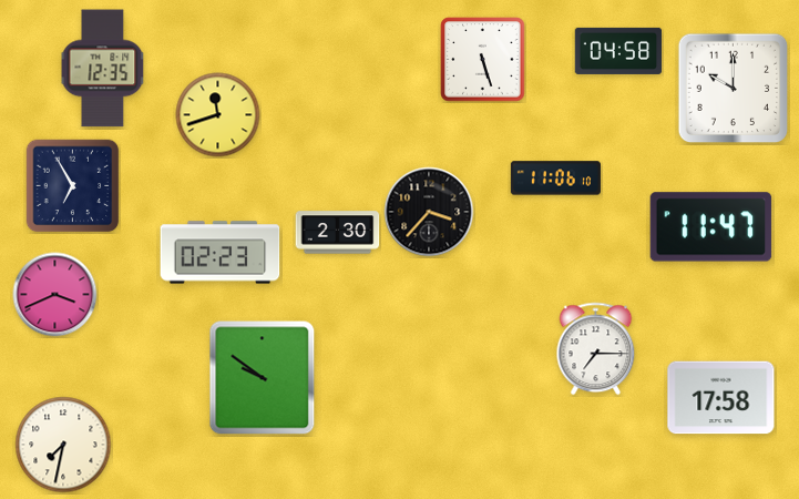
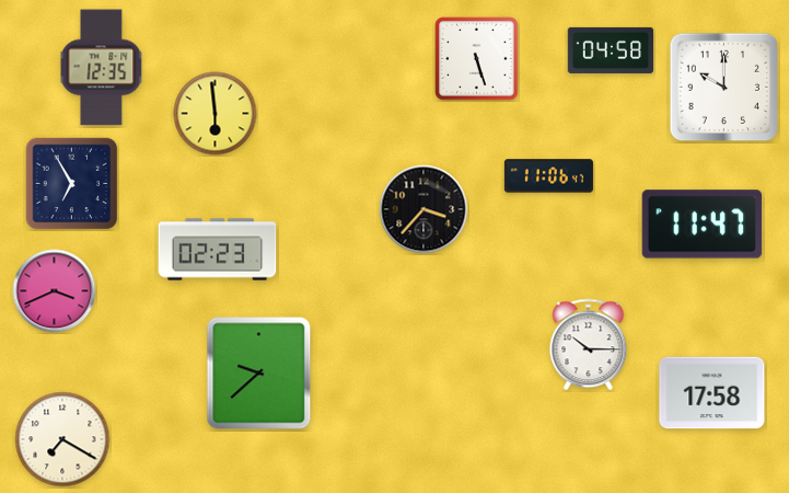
clock at (218, 115): 11:42 -> 5:59
clock at (555, 179): 11:06:10 -> 11:06:47
clock at (338, 233): 2:30 -> none
clock at (596, 349): 7:15 -> 10:15
clock at (263, 378): 9:51 -> 9:38
clock at (63, 445): 7:32 -> 7:20
